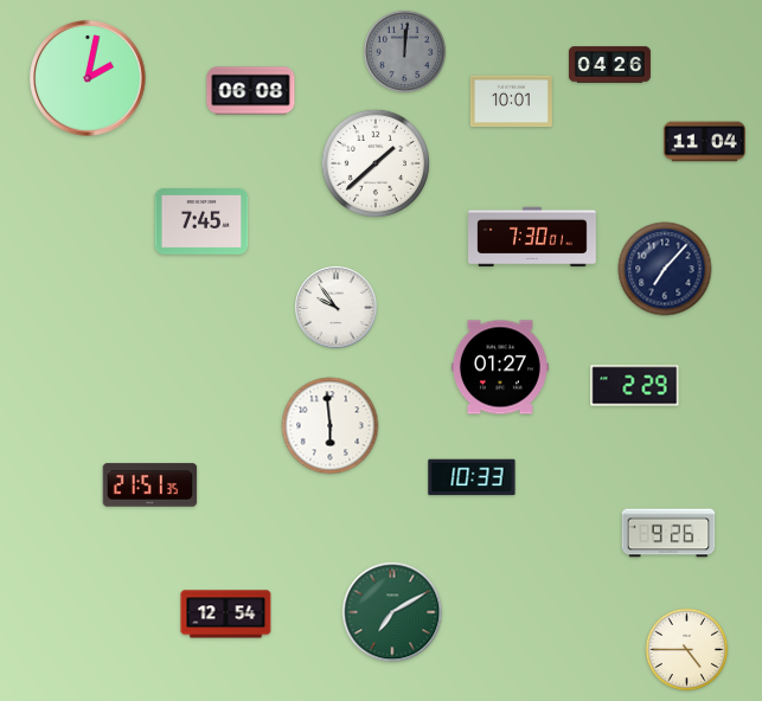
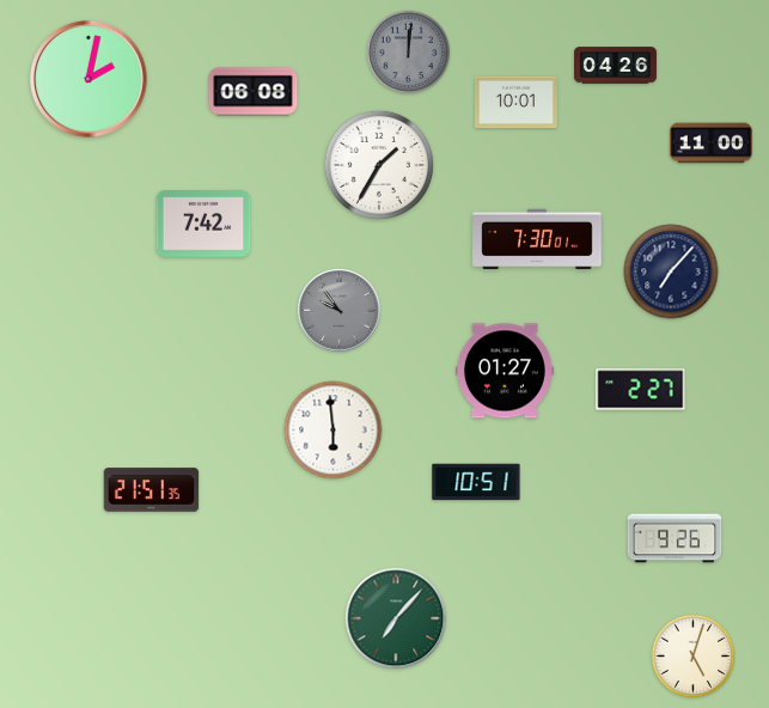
clock at (704, 142): 11:04 -> 11:00
clock at (376, 163): 1:38 -> 1:35
clock at (201, 221): 7:45 -> 7:42
clock at (337, 308) dial: white -> grey
clock at (635, 386): 2:29 -> 2:27
clock at (472, 477): 10:33 -> 10:51
clock at (392, 612): 7:10 -> 7:07
clock at (226, 615): 12:54 -> none
clock at (687, 650): 4:45 -> 5:03
